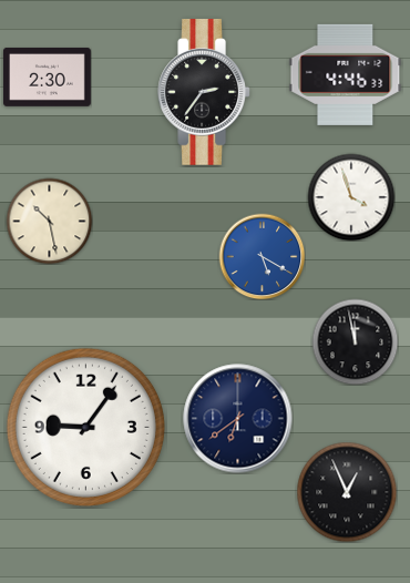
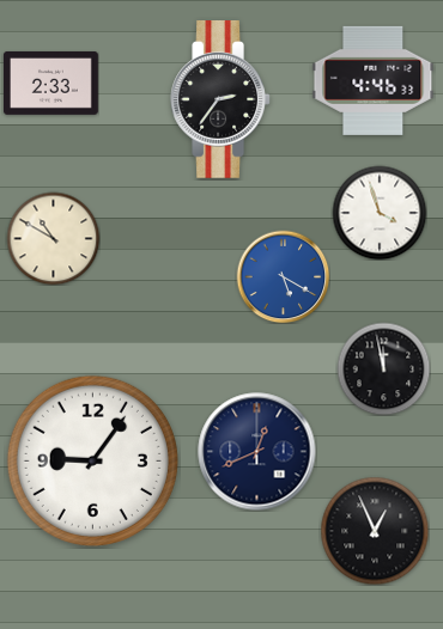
clock at (48, 76): 2:30 -> 2:33
clock at (49, 221): 10:28 -> 10:50
clock at (238, 419): 6:39 -> 12:41
